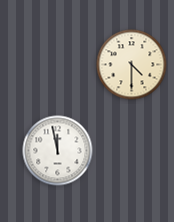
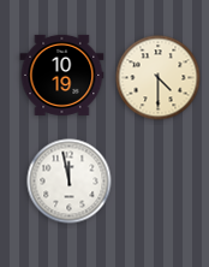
clock at (62, 75): none -> 10:19
